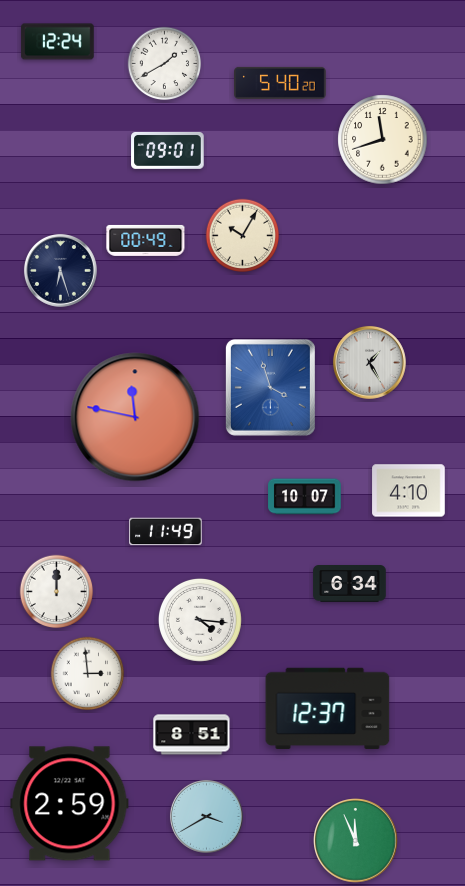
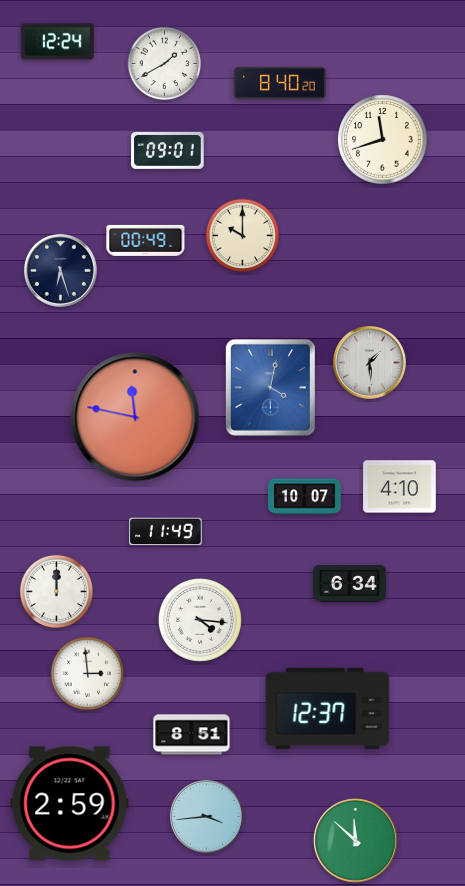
clock at (280, 83): 5:40 -> 8:40
clock at (243, 236): 10:05 -> 10:00
clock at (369, 362): 1:25 -> 1:29
clock at (270, 387): 3:57 -> 4:02
clock at (409, 491) position: (409, 491) -> (400, 487)
clock at (206, 816): 3:40 -> 3:44
clock at (356, 841): 11:56 -> 11:52
